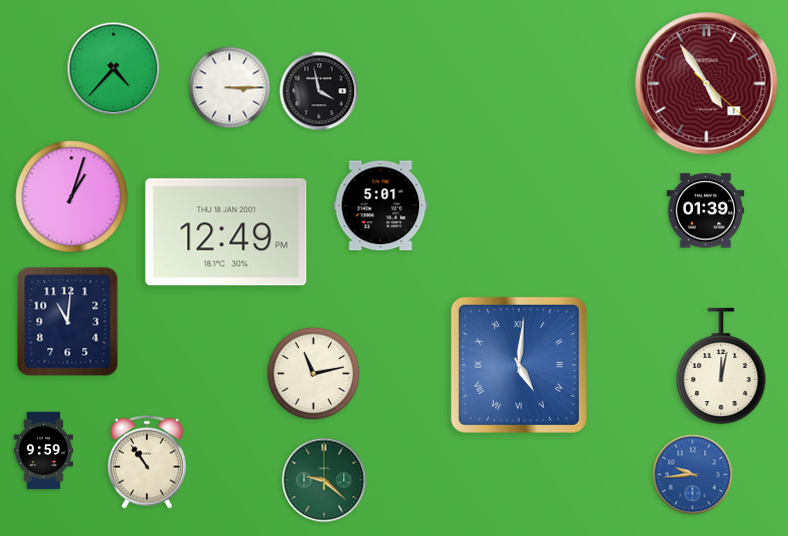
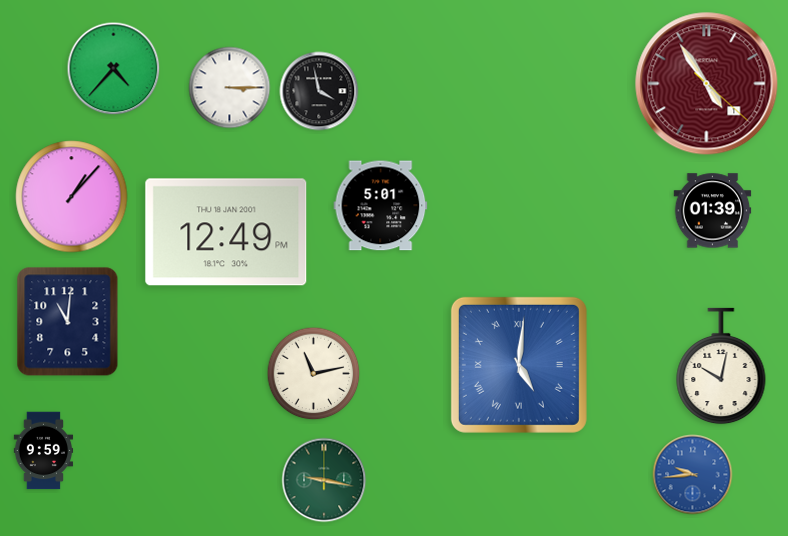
clock at (72, 197): 1:03 -> 1:07
clock at (706, 211) position: (706, 211) -> (713, 211)
clock at (721, 366): 12:02 -> 10:02
clock at (147, 462): 10:54 -> none
clock at (324, 480): 9:22 -> 9:17
